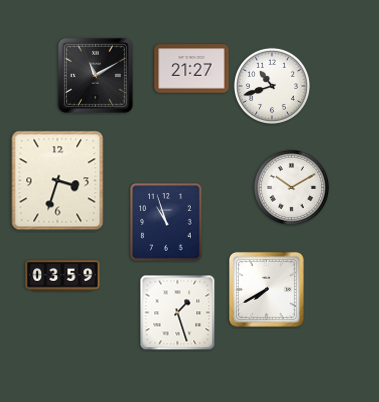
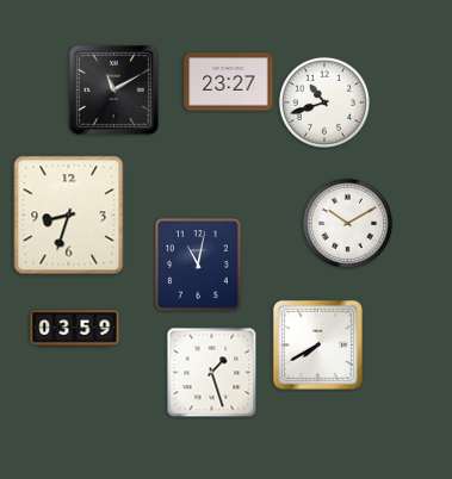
clock at (192, 69): 21:27 -> 23:27
clock at (58, 181): 3:33 -> 8:33
clock at (166, 222): 10:57 -> 11:02
